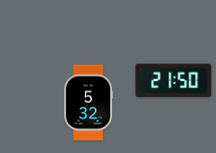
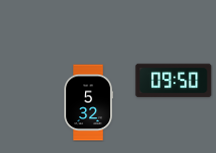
clock at (174, 81): 21:50 -> 09:50
